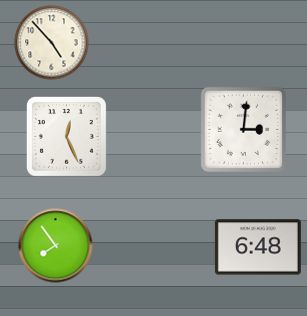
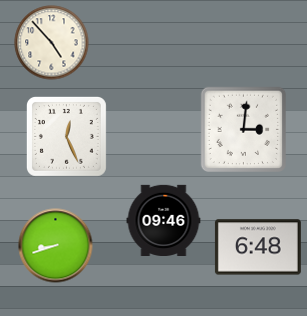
clock at (164, 220): none -> 09:46
clock at (56, 246): 7:54 -> 8:42
